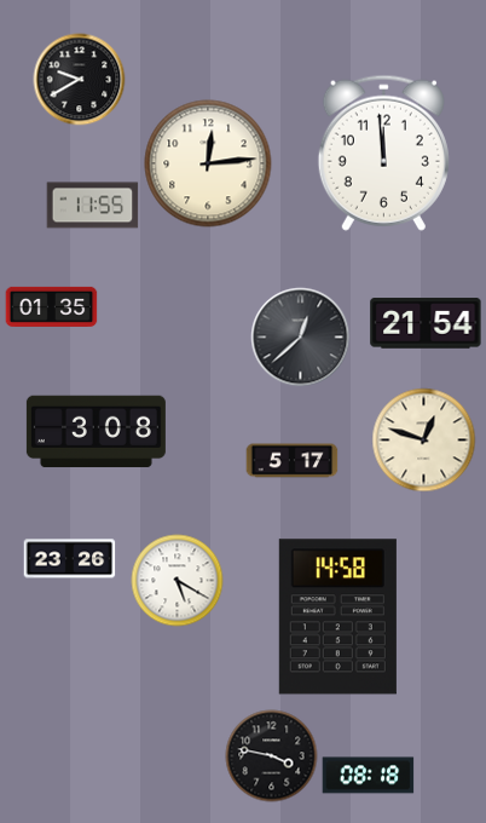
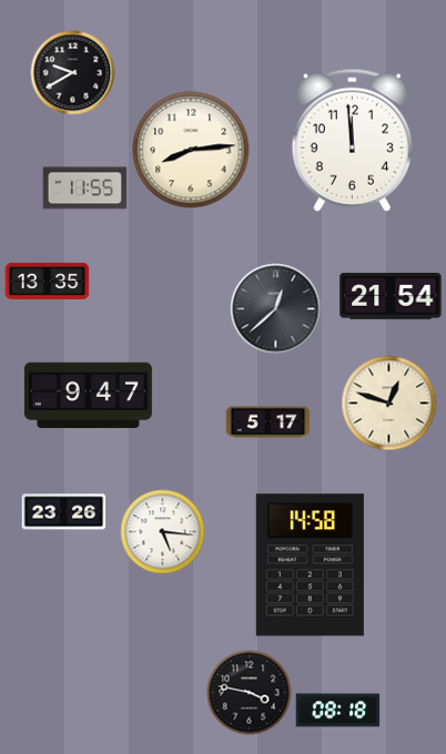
clock at (208, 163): 12:14 -> 8:14
clock at (52, 306): 01:35 -> 13:35
clock at (96, 432): 3:08 -> 9:47
clock at (178, 581): 5:20 -> 5:16
